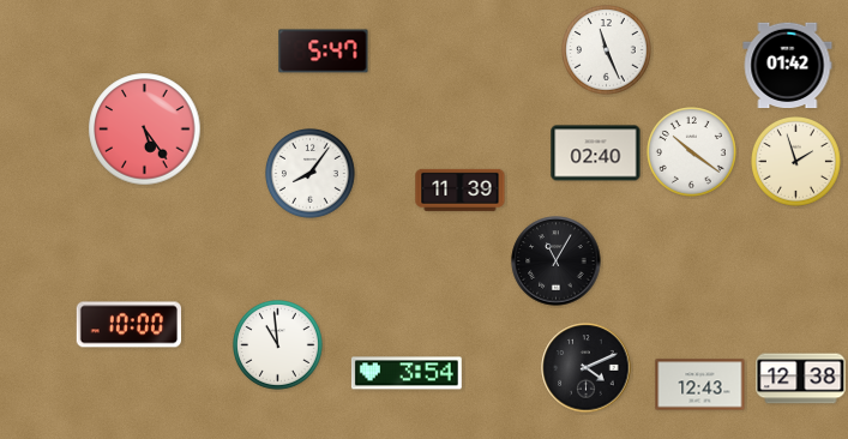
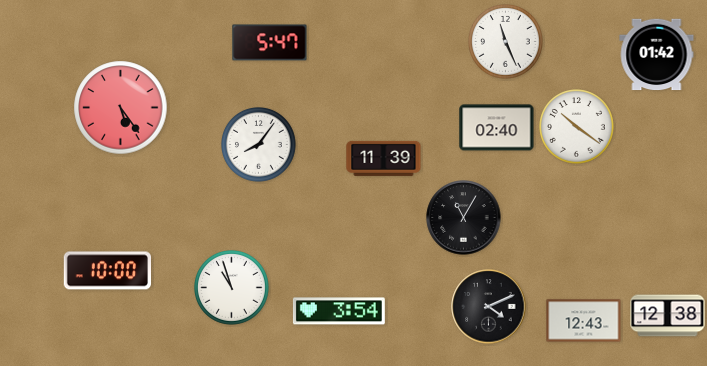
clock at (796, 162): 1:57 -> none
clock at (278, 345): 10:59 -> 10:57
